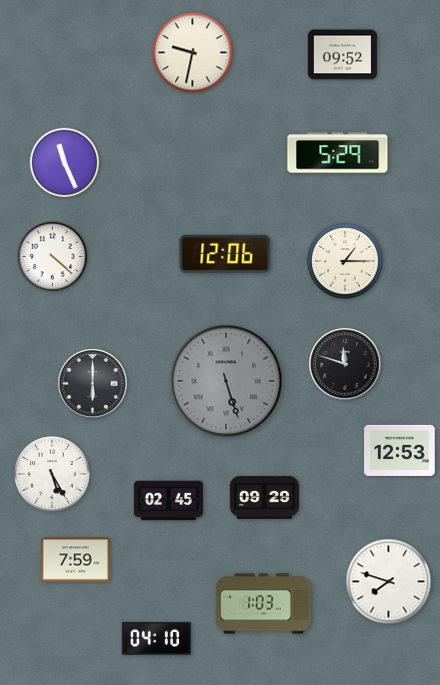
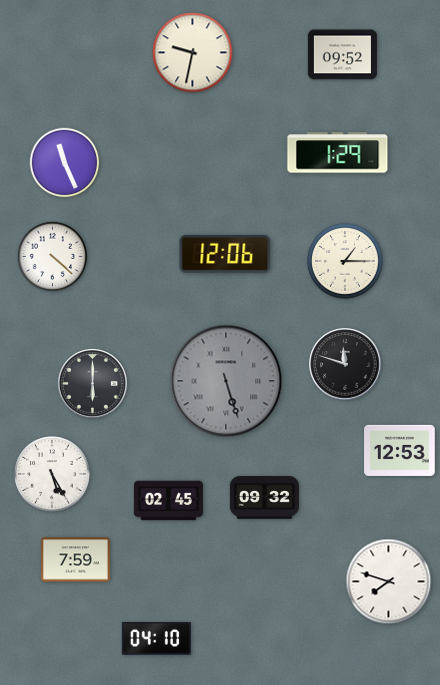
clock at (338, 153): 5:29 -> 1:29
clock at (264, 498): 09:29 -> 09:32
clock at (263, 604): 1:03 -> none
